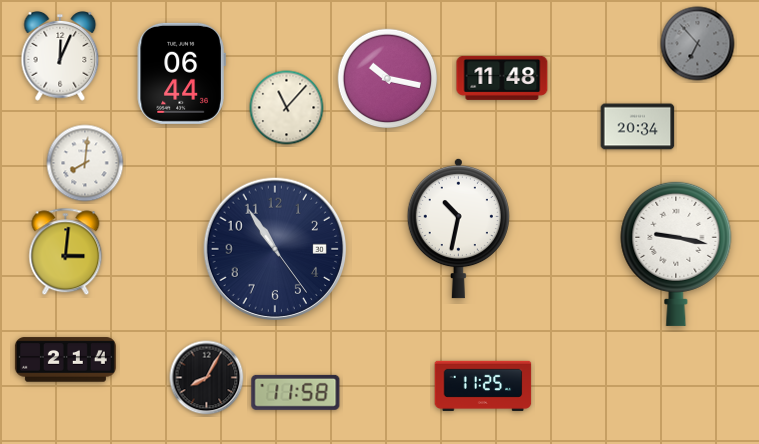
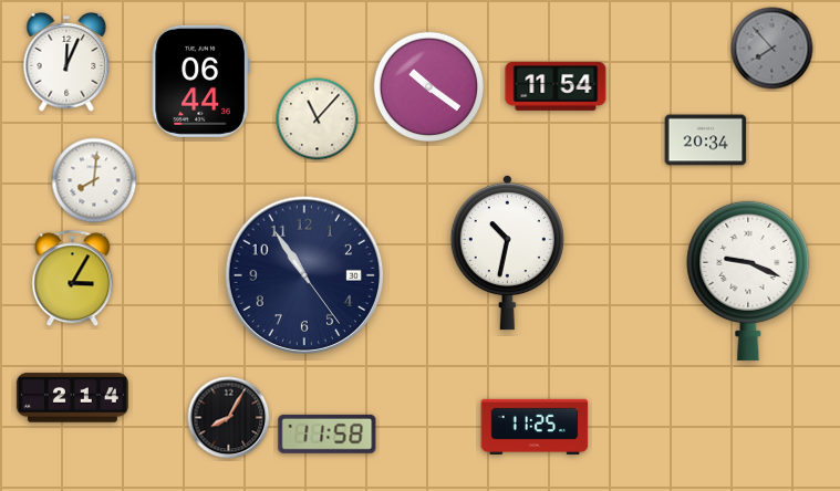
clock at (698, 44): 6:53 -> 7:53
clock at (502, 78): 11:48 -> 11:54
clock at (388, 79): 10:17 -> 10:21
clock at (66, 252): 3:01 -> 3:05
clock at (676, 253): 9:17 -> 9:19
